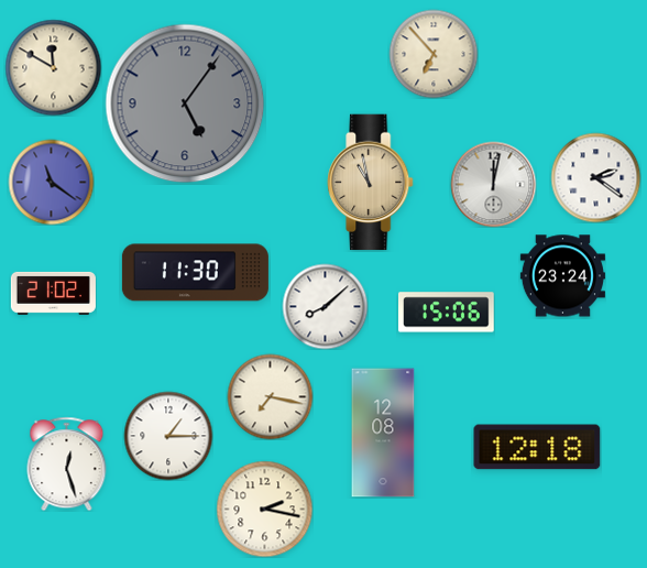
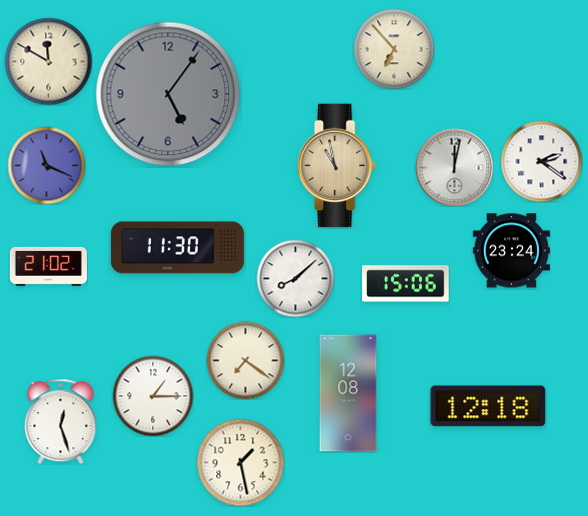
clock at (51, 182): 11:21 -> 11:19
clock at (493, 184) position: (493, 184) -> (454, 167)
clock at (270, 396): 7:17 -> 7:21
clock at (264, 509): 2:17 -> 1:28
